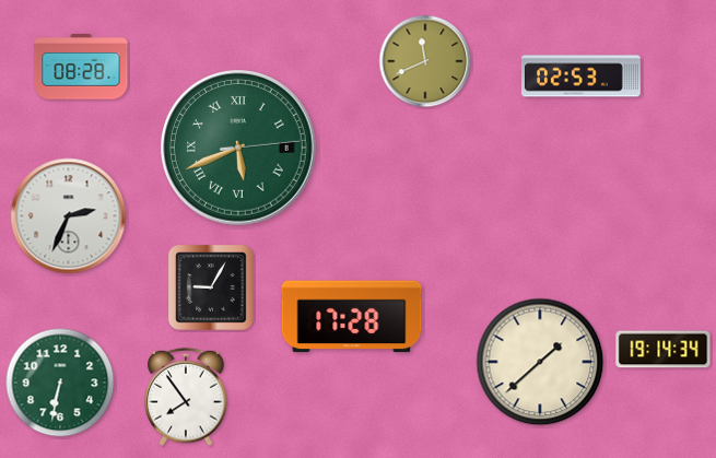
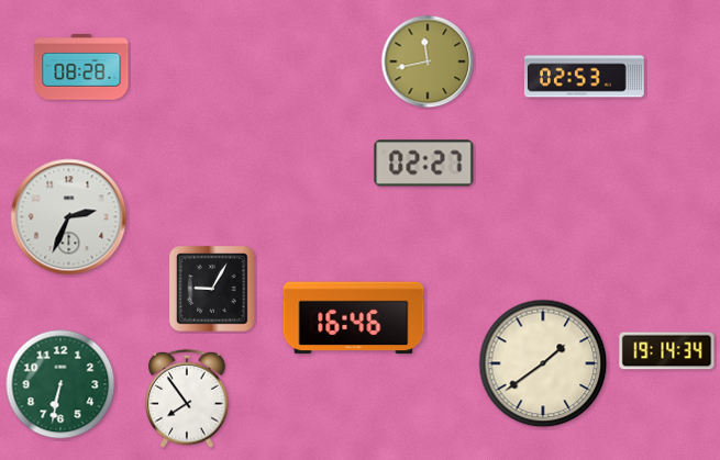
clock at (425, 61): 11:41 -> 11:43
clock at (239, 149): 5:41 -> none
clock at (424, 164): none -> 02:27
clock at (352, 317): 17:28 -> 16:46
clock at (540, 362): 1:38 -> 1:39
